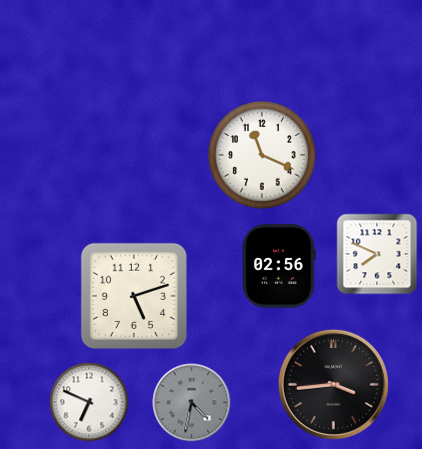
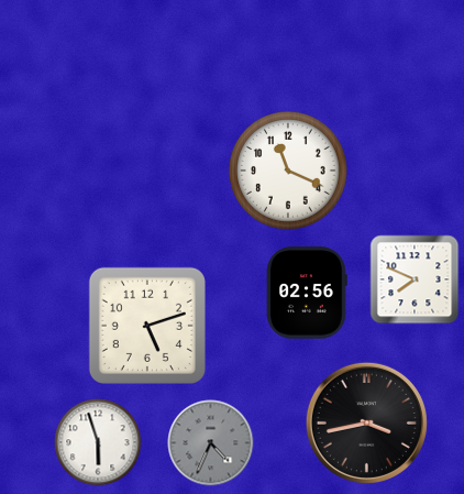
clock at (333, 384): 3:44 -> 3:43
clock at (89, 402): 6:49 -> 5:57
clock at (192, 403): 4:32 -> 4:34
